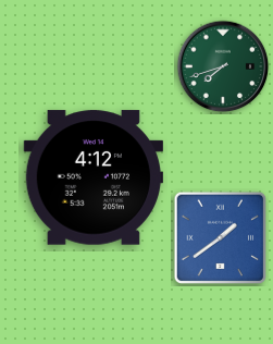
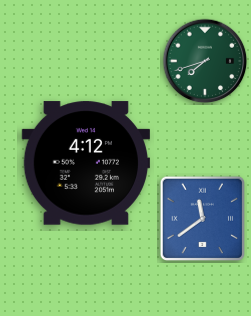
clock at (221, 238): 1:39 -> 11:39
